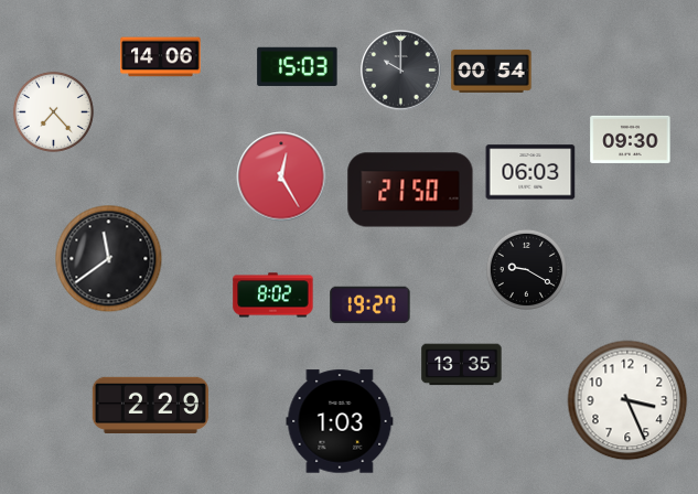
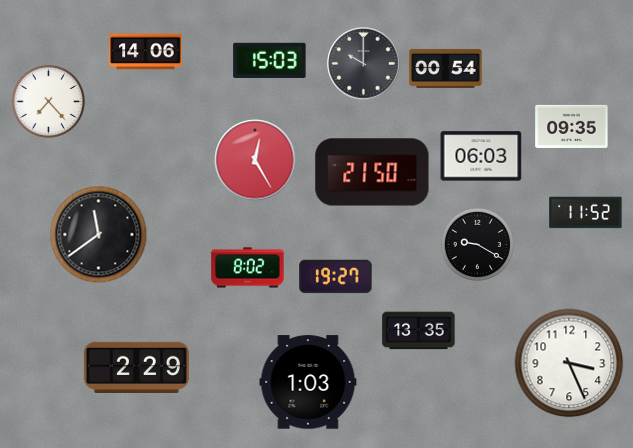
clock at (492, 71) position: (492, 71) -> (446, 68)
clock at (631, 139): 09:30 -> 09:35
clock at (586, 213): none -> 11:52
